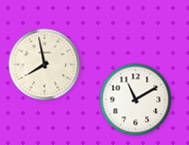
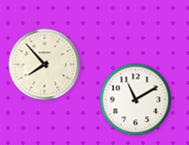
clock at (45, 65): 7:58 -> 7:53
